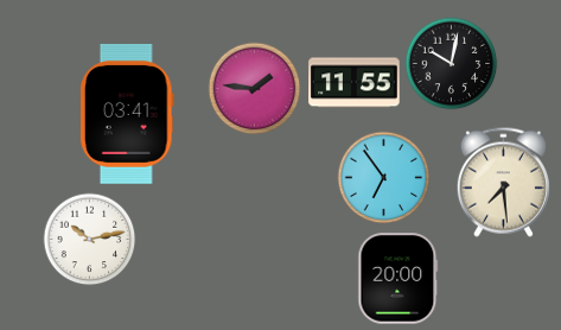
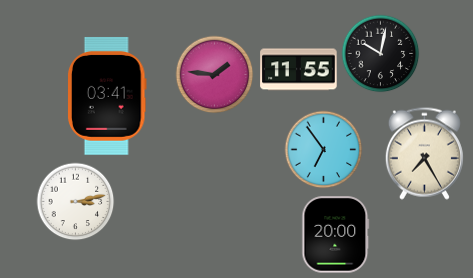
clock at (503, 182): 7:29 -> 7:25
clock at (89, 239): 10:13 -> 3:13
